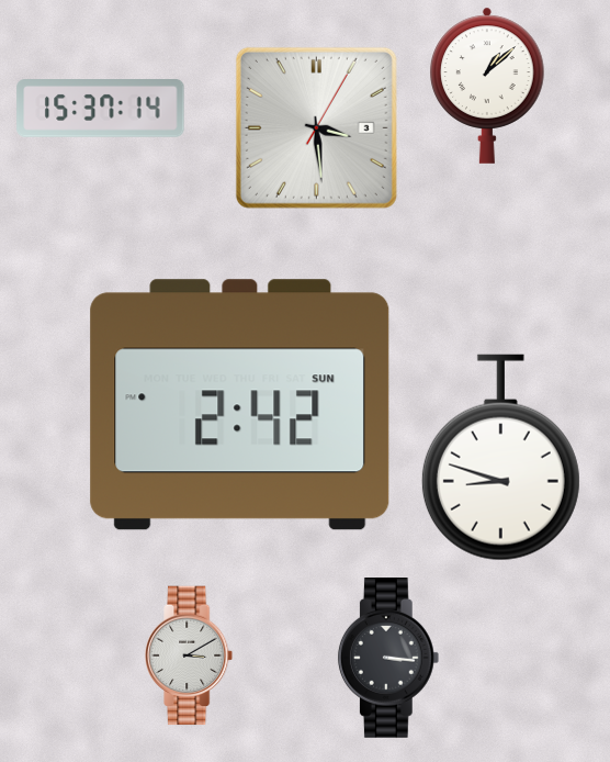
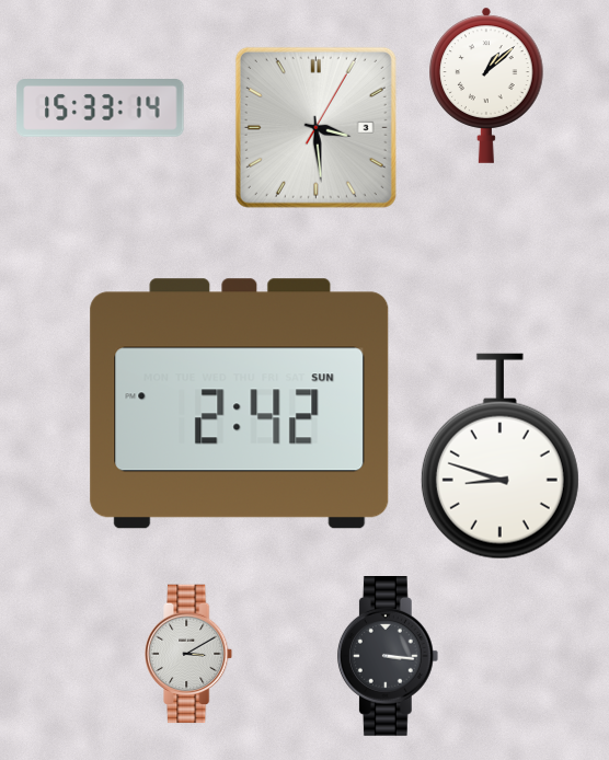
clock at (101, 109): 15:37 -> 15:33
